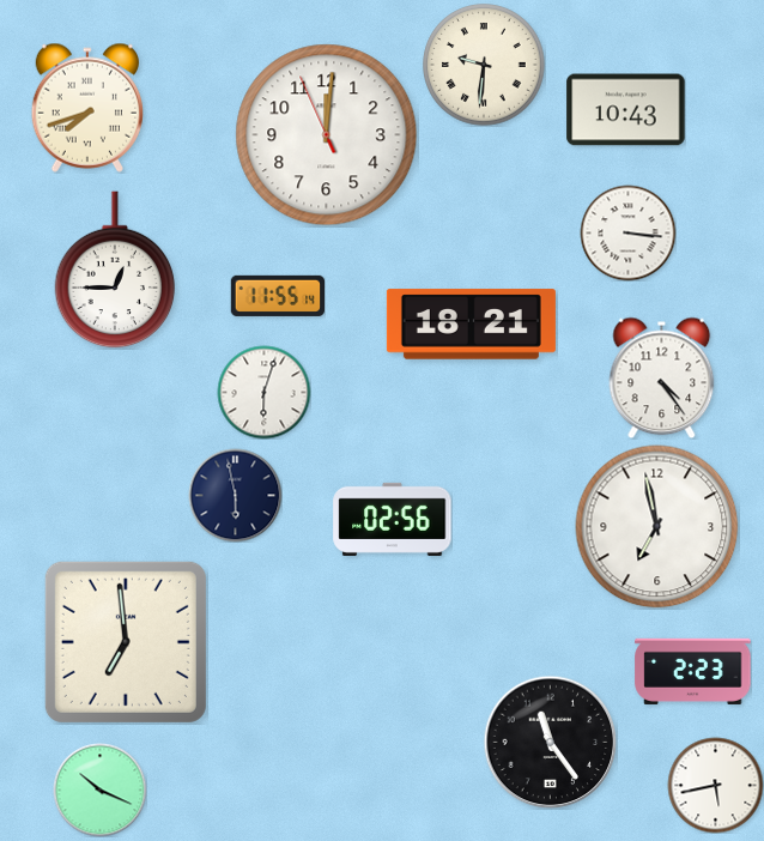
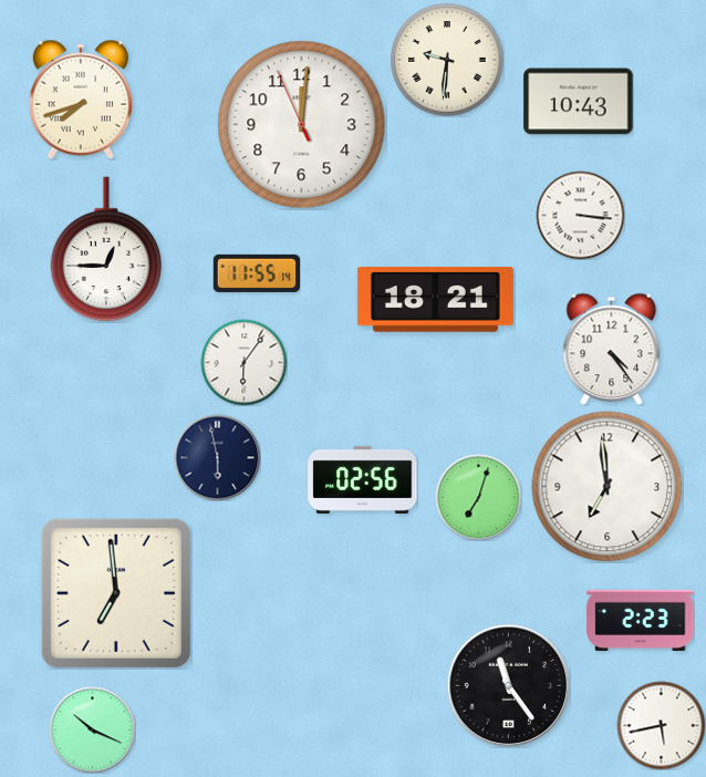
clock at (263, 392): 6:03 -> 6:06
clock at (657, 527): 6:58 -> 6:59
clock at (478, 497): none -> 7:03
